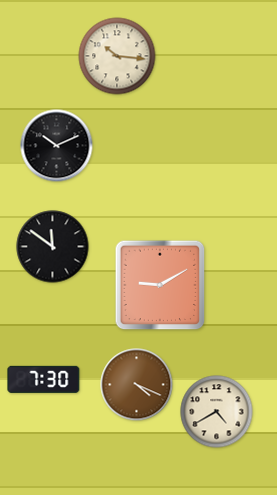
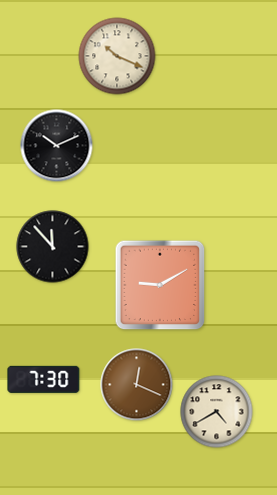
clock at (117, 56): 10:16 -> 10:19
clock at (53, 247): 11:51 -> 11:53
clock at (137, 385): 4:19 -> 12:19
